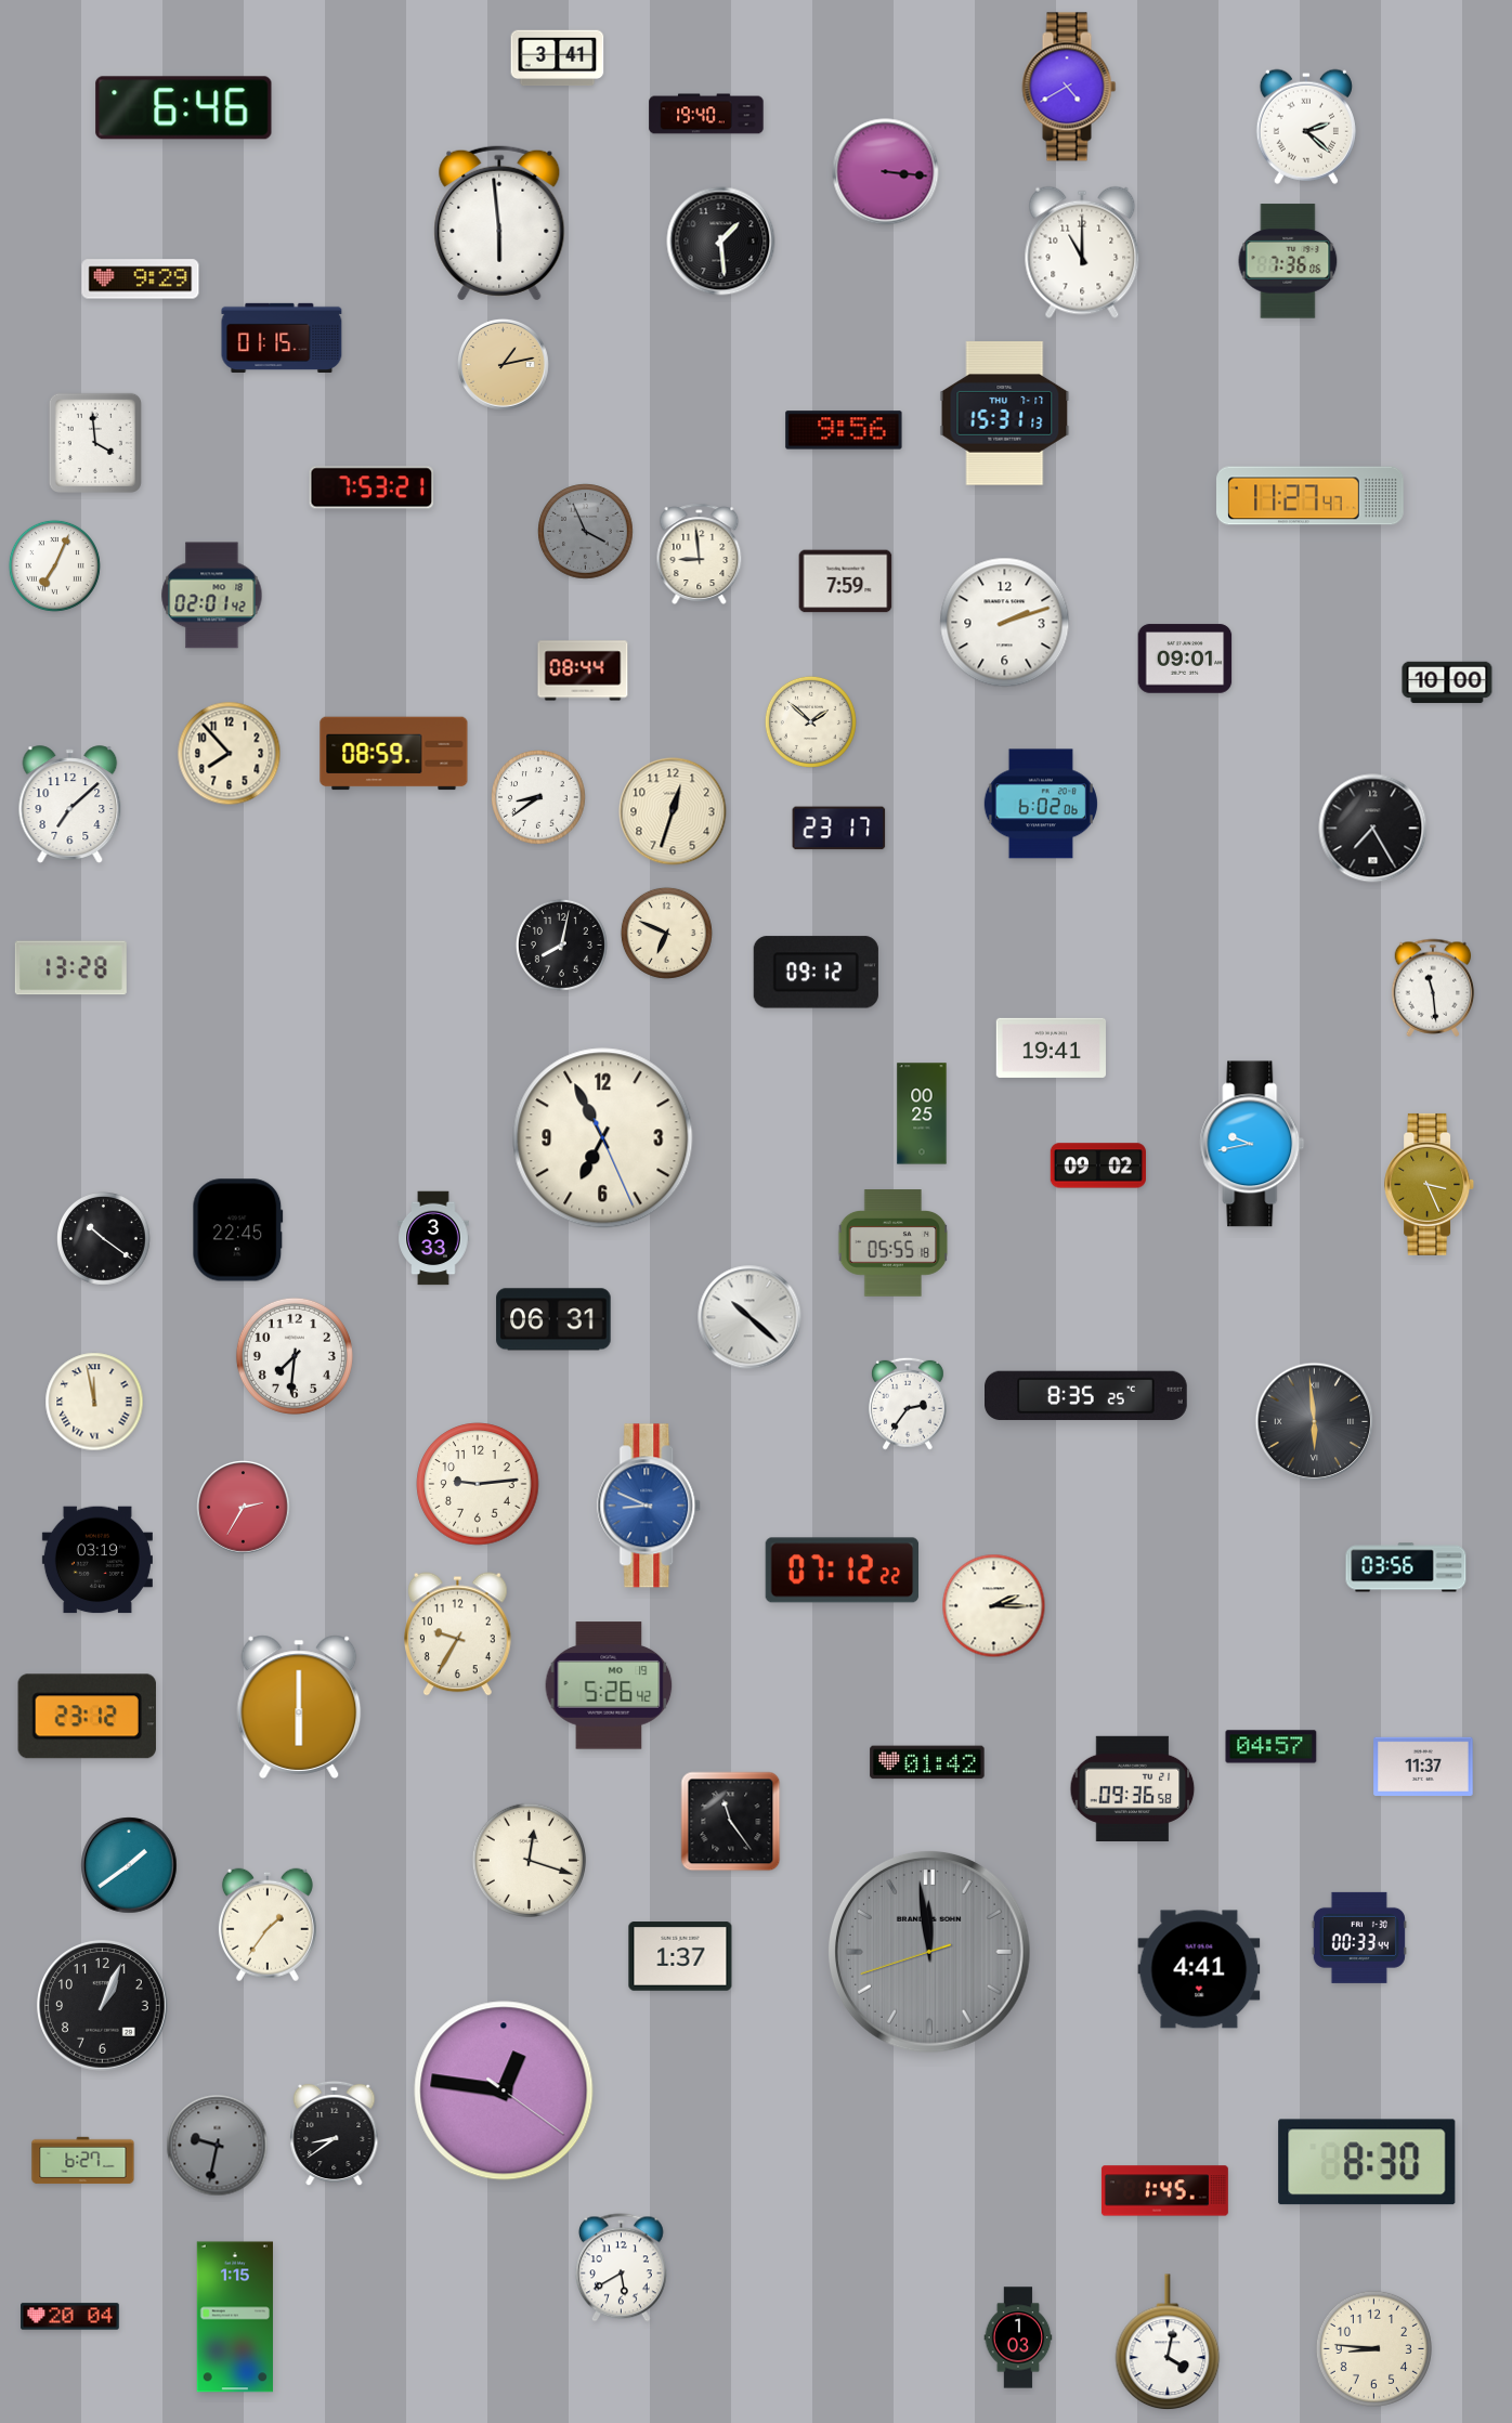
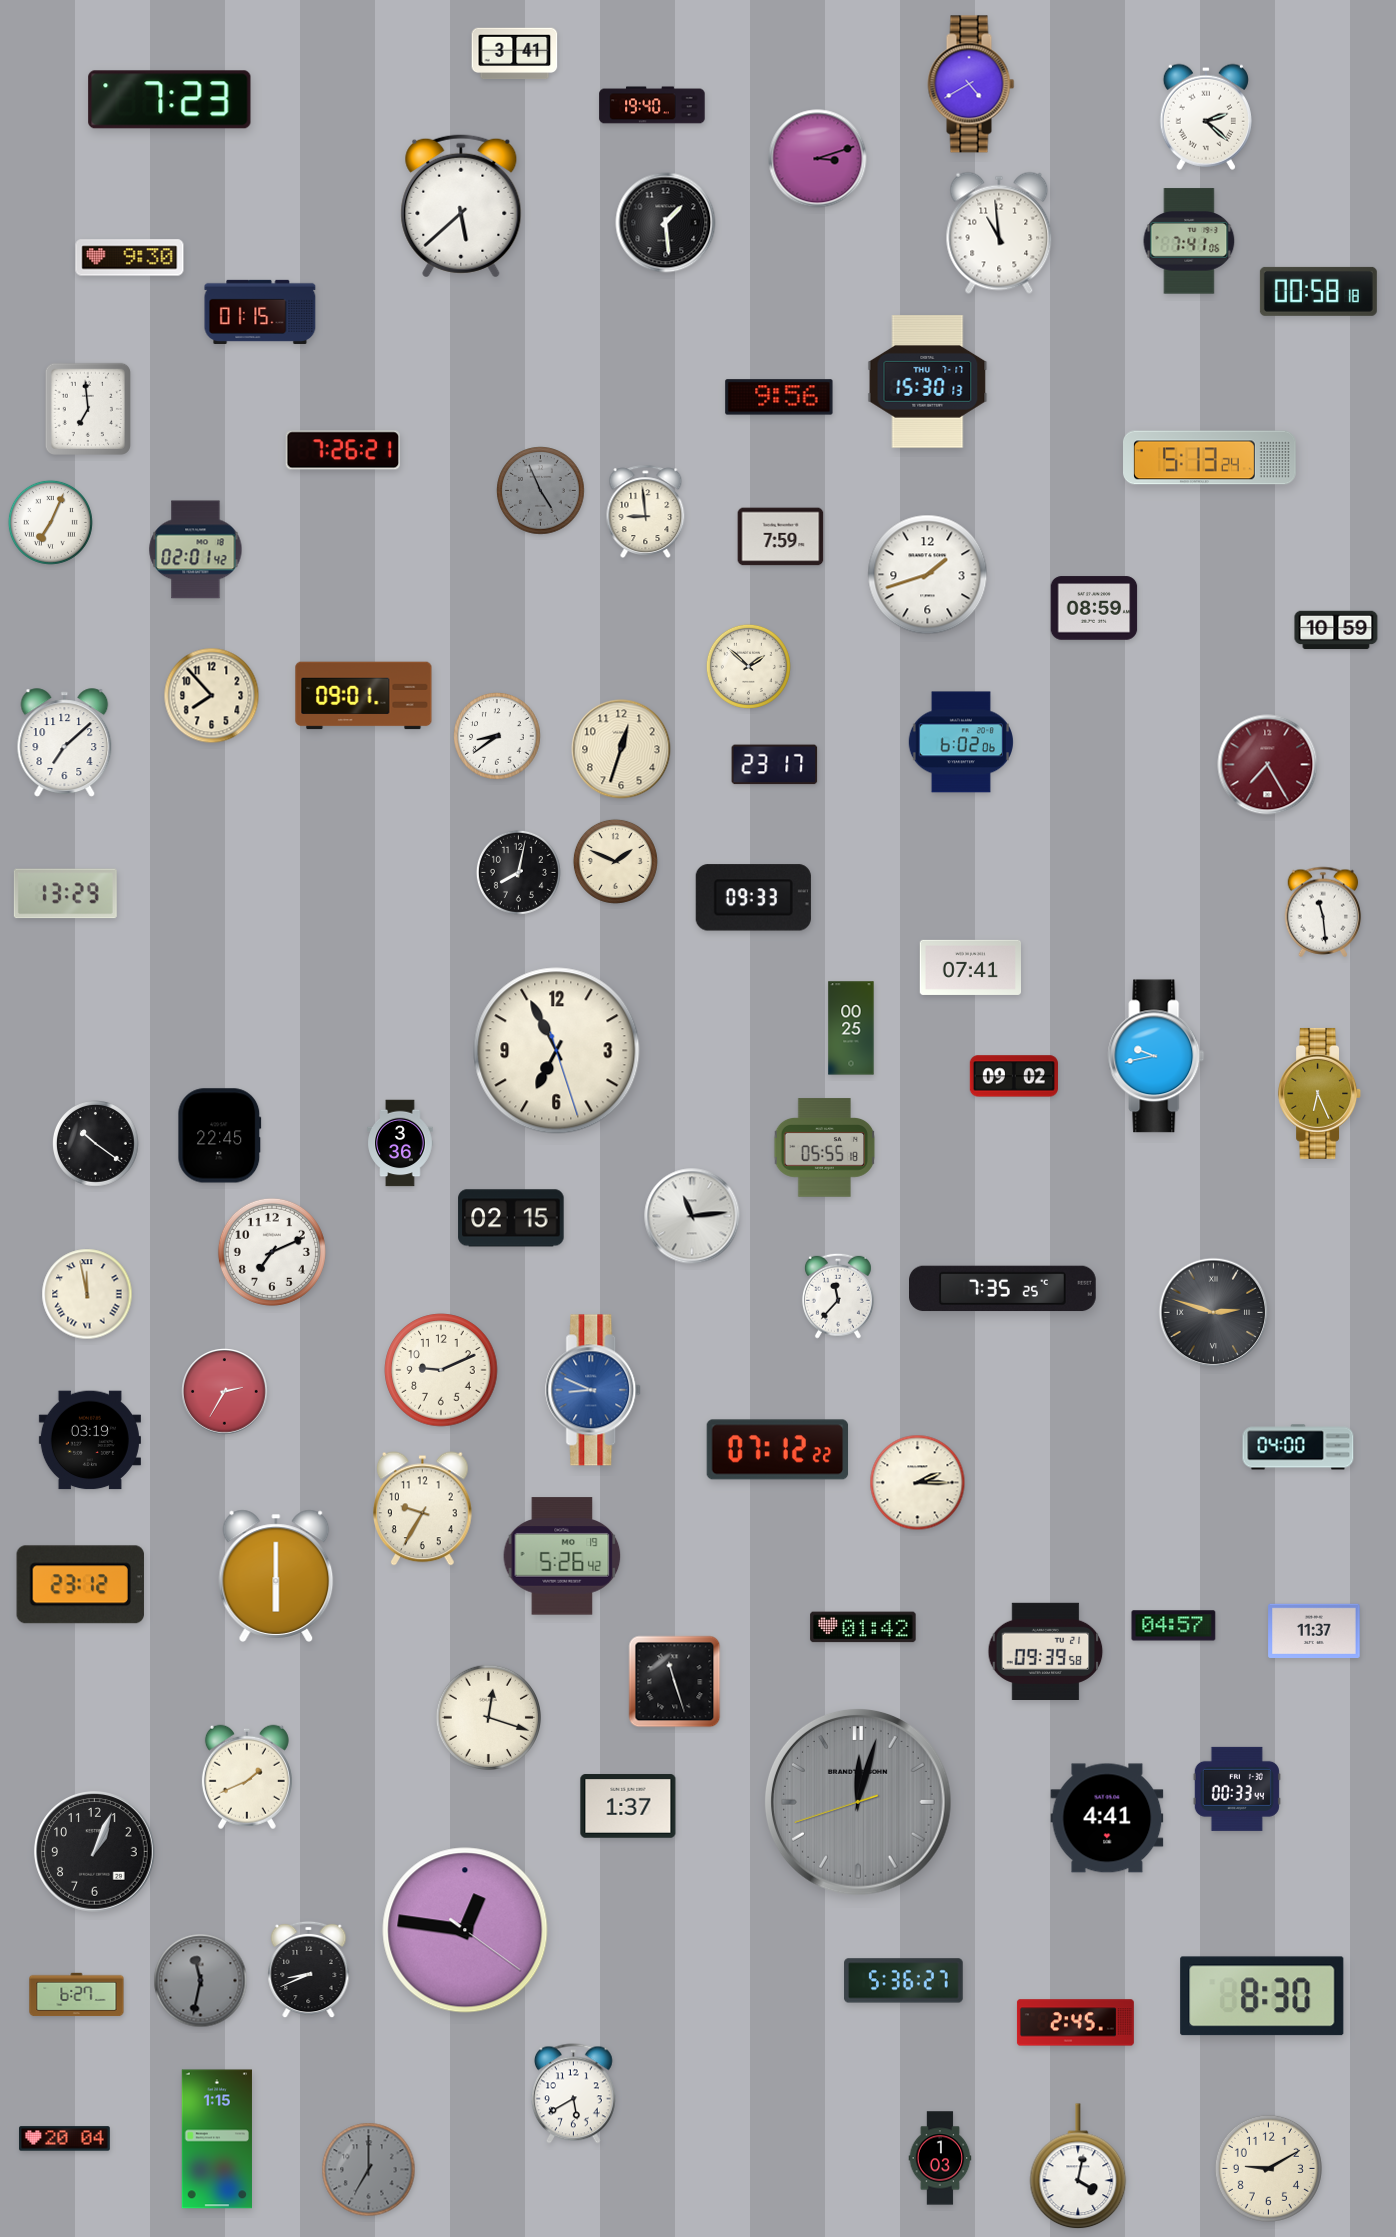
clock at (1069, 87) position: (1069, 87) -> (971, 84)
clock at (184, 108): 6:46 -> 7:23
clock at (886, 172): 3:16 -> 3:12
clock at (499, 223): 5:59 -> 5:38
clock at (1082, 252): 11:00 -> 10:59
clock at (1288, 261): 7:36 -> 7:41
clock at (141, 279): 9:29 -> 9:30
clock at (1318, 291): none -> 00:58
clock at (503, 364): 1:13 -> none
clock at (1005, 414): 15:31 -> 15:30
clock at (95, 442): 3:59 -> 6:59
clock at (370, 487): 7:53 -> 7:26
clock at (1311, 496): 11:27 -> 5:13
clock at (586, 532): 3:56 -> 4:56
clock at (1005, 623): 2:12 -> 1:42
clock at (1185, 659): 09:01 -> 08:59
clock at (583, 670): 08:44 -> none
clock at (1447, 682): 10:00 -> 10:59
clock at (394, 754): 08:59 -> 09:01
clock at (1373, 829) dial: black -> burgundy
clock at (666, 933): 6:49 -> 1:49
clock at (70, 968): 13:28 -> 13:29
clock at (816, 973): 09:12 -> 09:33
clock at (1051, 1047): 19:41 -> 07:41
clock at (603, 1138): 6:55:26 -> 6:55:27
clock at (1430, 1184): 3:26 -> 6:26
clock at (433, 1238): 3:33 -> 3:36
clock at (750, 1317): 10:22 -> 11:14
clock at (553, 1319): 06:31 -> 02:15
clock at (295, 1356): 7:31 -> 7:11
clock at (1086, 1396): 8:35 -> 7:35
clock at (908, 1404): 2:36 -> 11:37
clock at (1315, 1422): 5:59 -> 2:48
clock at (478, 1484): 9:14 -> 9:11
clock at (650, 1506) position: (650, 1506) -> (594, 1390)
clock at (1406, 1567): 03:56 -> 04:00
clock at (1272, 1747) position: (1272, 1747) -> (1174, 1626)
clock at (927, 1762) position: (927, 1762) -> (863, 1627)
clock at (1133, 1788): 09:36 -> 09:39
clock at (731, 1822): 11:24 -> 11:27
clock at (129, 1865): 1:39 -> none
clock at (268, 1925): 1:36 -> 1:41
clock at (1359, 1938) position: (1359, 1938) -> (1237, 1789)
clock at (929, 1952): 11:58 -> 12:02
clock at (335, 2134): 8:39 -> 8:41
clock at (218, 2146): 9:32 -> 11:32
clock at (904, 1981): none -> 5:36
clock at (1164, 2191): 1:45 -> 2:45
clock at (1168, 2343) position: (1168, 2343) -> (1078, 2167)
clock at (1373, 2348): 8:46 -> 9:10
clock at (369, 2170): none -> 7:00
